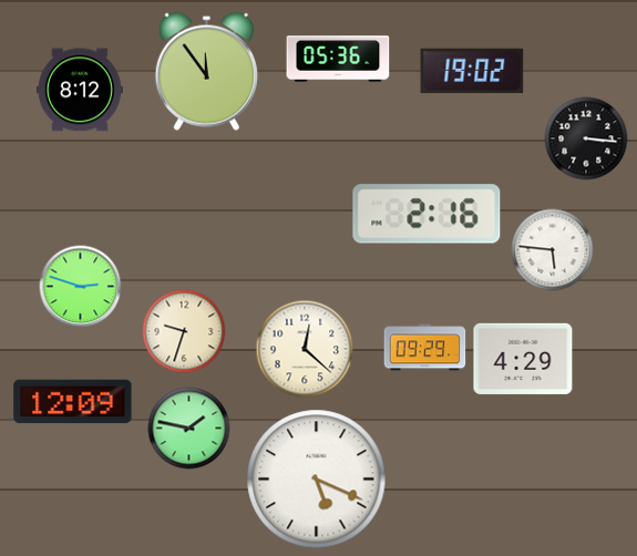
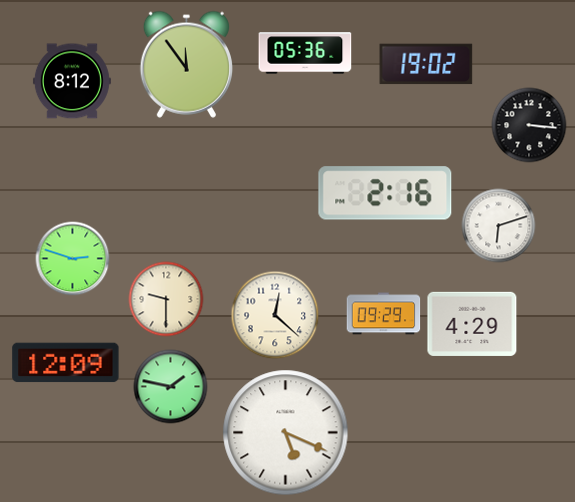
clock at (553, 250): 5:46 -> 6:12
clock at (184, 331): 9:33 -> 9:30
